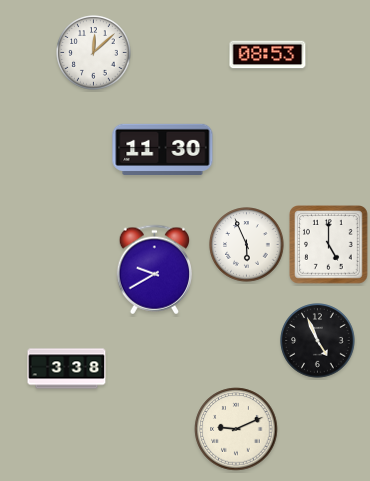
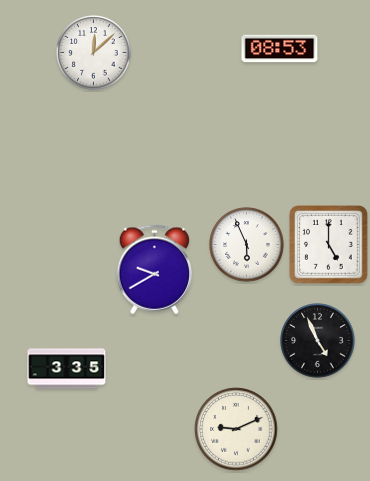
clock at (268, 55) position: (268, 55) -> (280, 49)
clock at (163, 149): 11:30 -> none
clock at (67, 369): 3:38 -> 3:35
